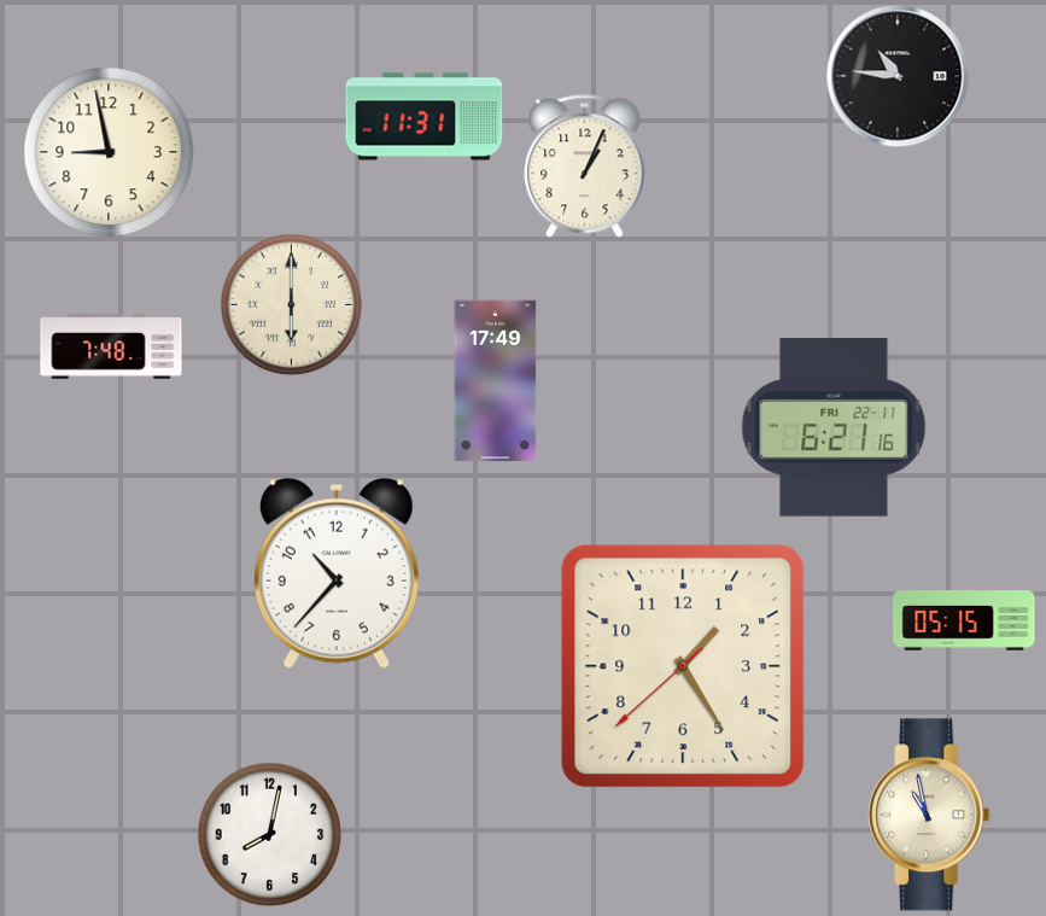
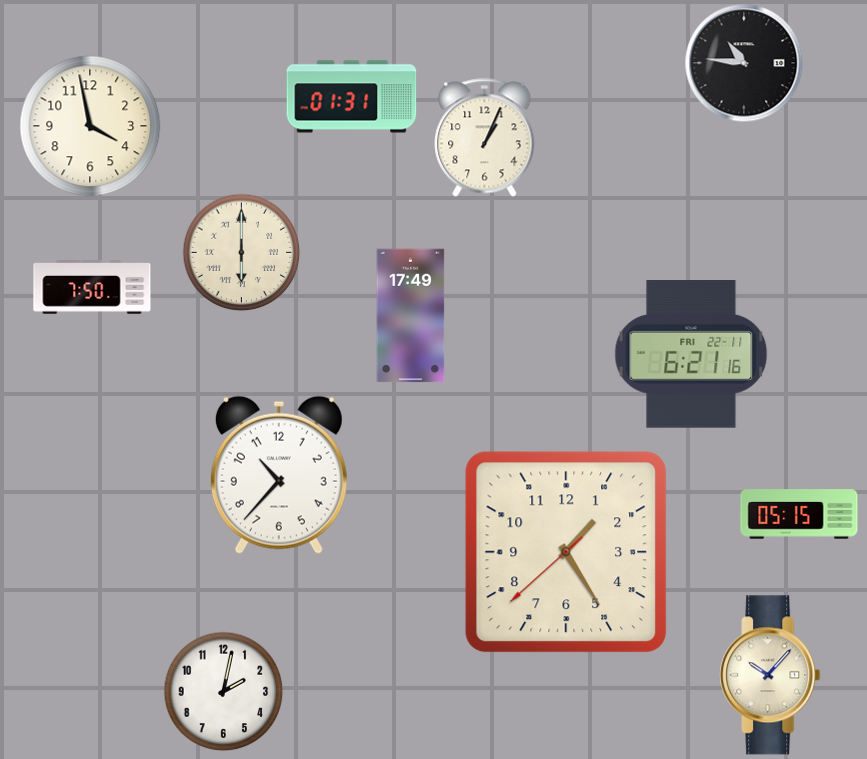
clock at (425, 117): 11:31 -> 01:31
clock at (109, 152): 8:58 -> 3:58
clock at (111, 348): 7:48 -> 7:50
clock at (929, 815): 10:58 -> 10:07
clock at (270, 835): 8:02 -> 2:02
